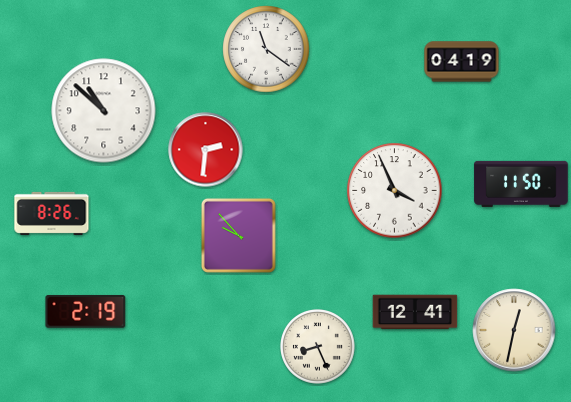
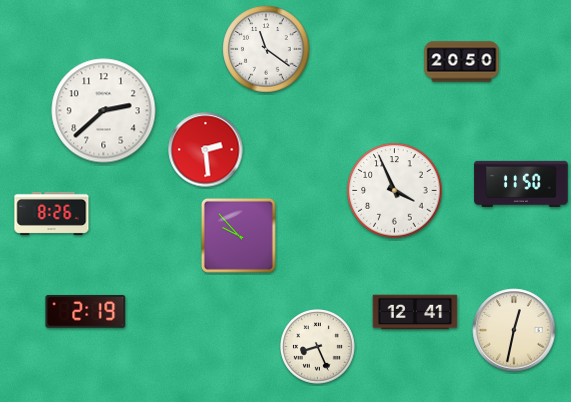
clock at (462, 62): 04:19 -> 20:50
clock at (104, 111): 10:52 -> 2:38
clock at (206, 150): 2:31 -> 2:29
